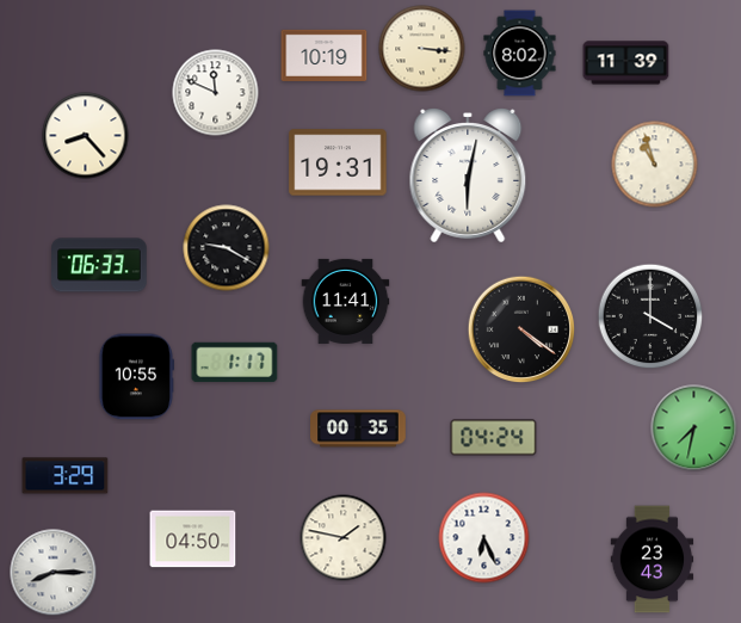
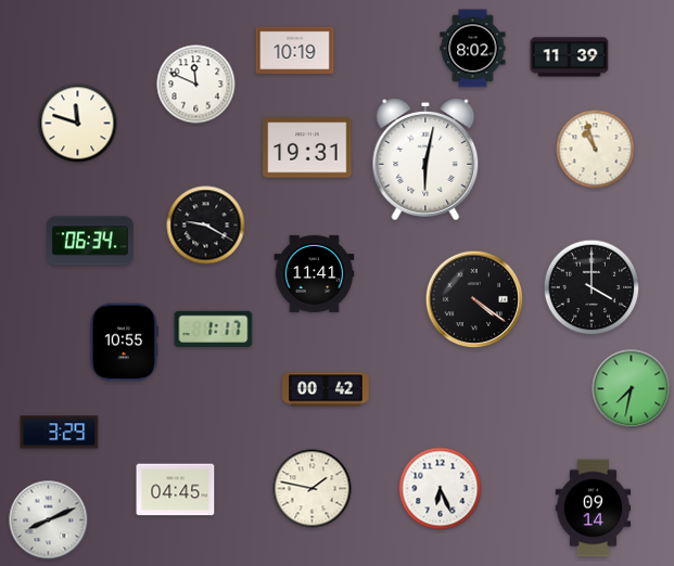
clock at (422, 49): 3:16 -> none
clock at (86, 136): 8:23 -> 11:48
clock at (99, 265): 06:33 -> 06:34
clock at (358, 428): 00:35 -> 00:42
clock at (494, 438): 04:24 -> none
clock at (193, 539): 04:50 -> 04:45
clock at (653, 560): 23:43 -> 09:14
clock at (54, 573): 8:15 -> 8:11
